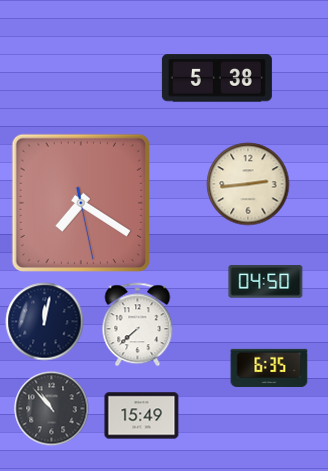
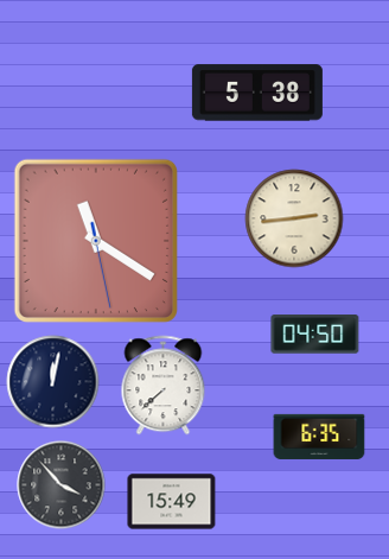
clock at (80, 202): 7:20 -> 11:20
clock at (52, 409): 10:53 -> 3:53
clock at (142, 416) position: (142, 416) -> (172, 502)
